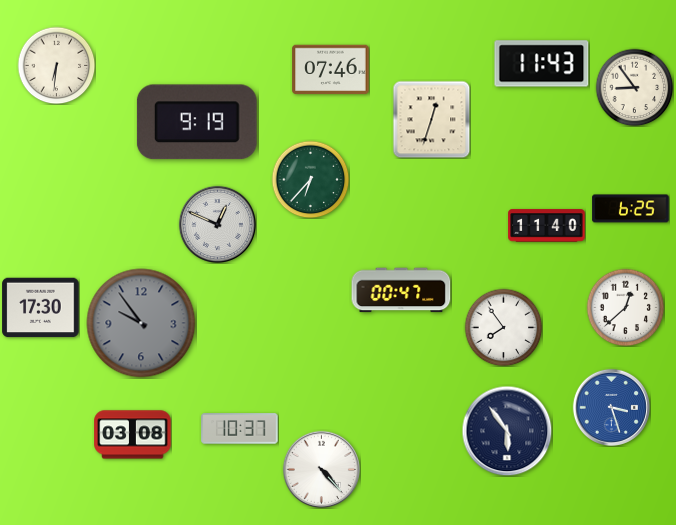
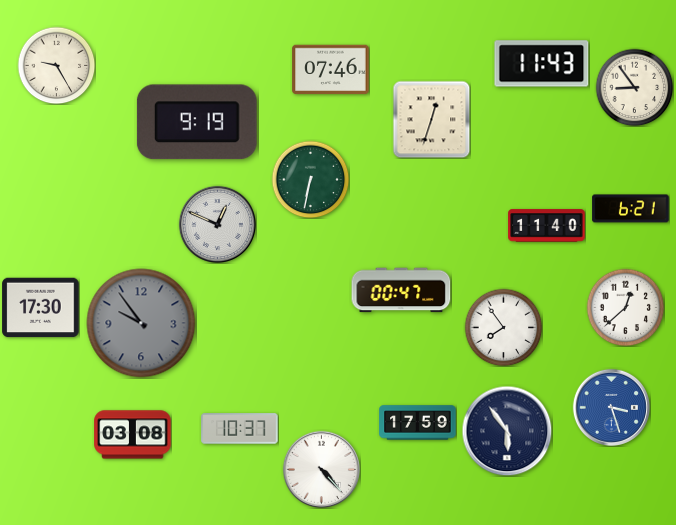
clock at (56, 65): 6:31 -> 9:25
clock at (310, 179): 6:37 -> 6:32
clock at (631, 209): 6:25 -> 6:21
clock at (418, 423): none -> 17:59
